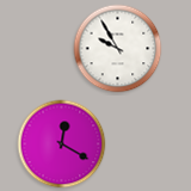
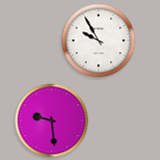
clock at (62, 144): 12:20 -> 9:29
